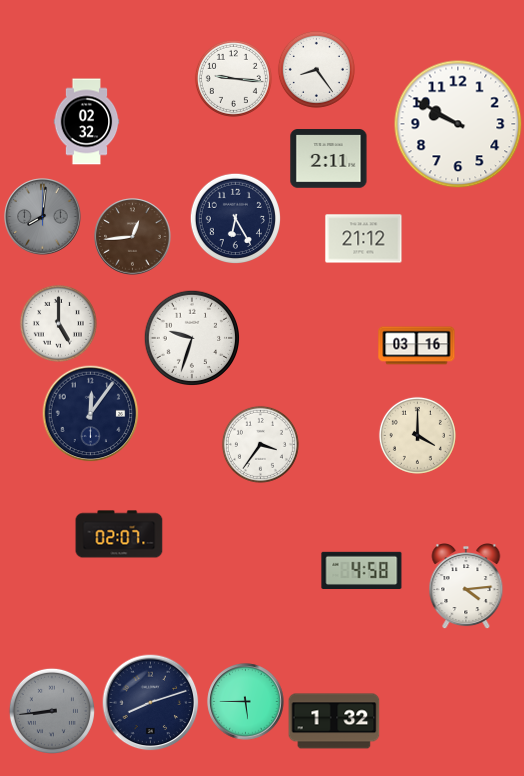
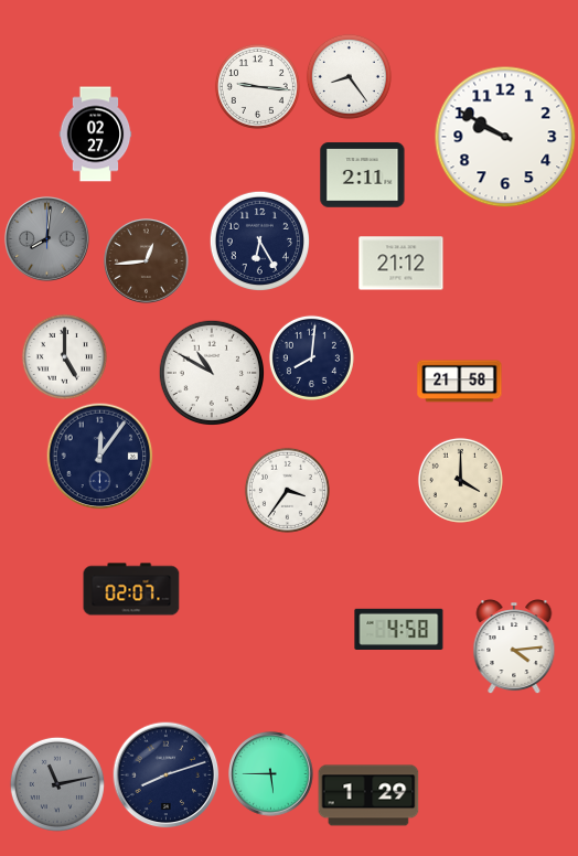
clock at (87, 122): 02:32 -> 02:27
clock at (311, 357): none -> 8:01
clock at (191, 337): 9:33 -> 10:50
clock at (417, 346): 03:16 -> 21:58
clock at (52, 711): 8:44 -> 11:13
clock at (334, 721): 1:32 -> 1:29
